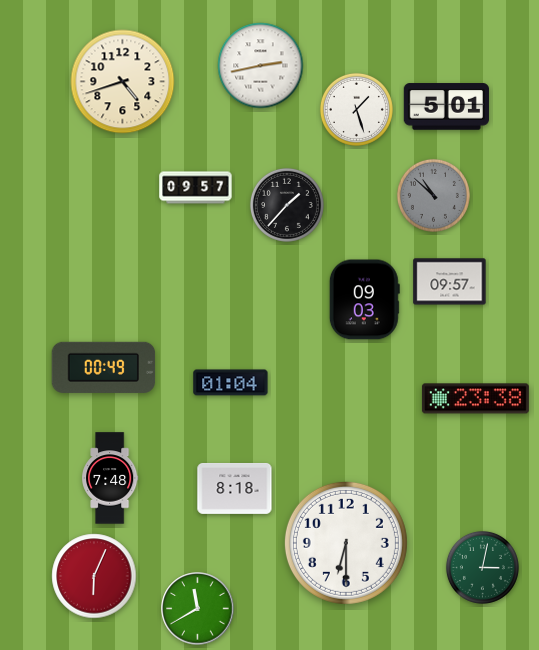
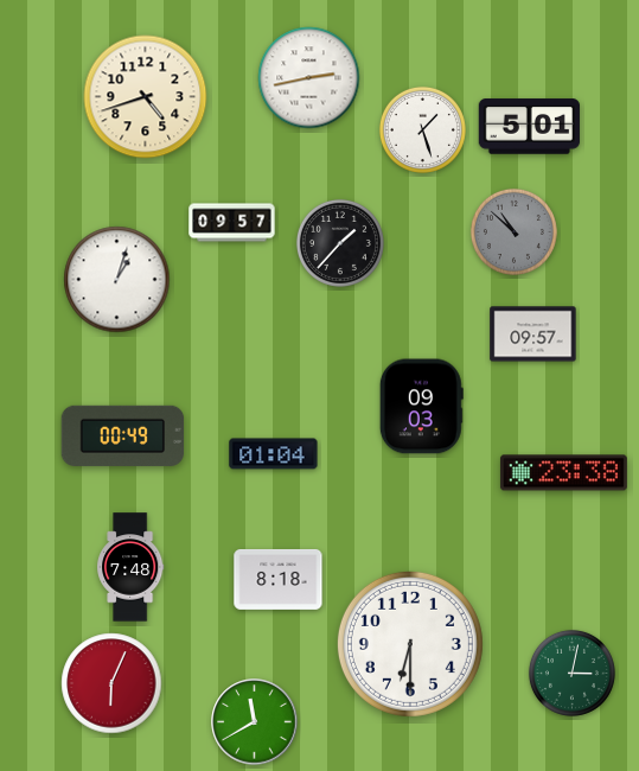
clock at (117, 280): none -> 1:03
clock at (364, 300) position: (364, 300) -> (421, 407)
clock at (198, 609) position: (198, 609) -> (255, 722)
